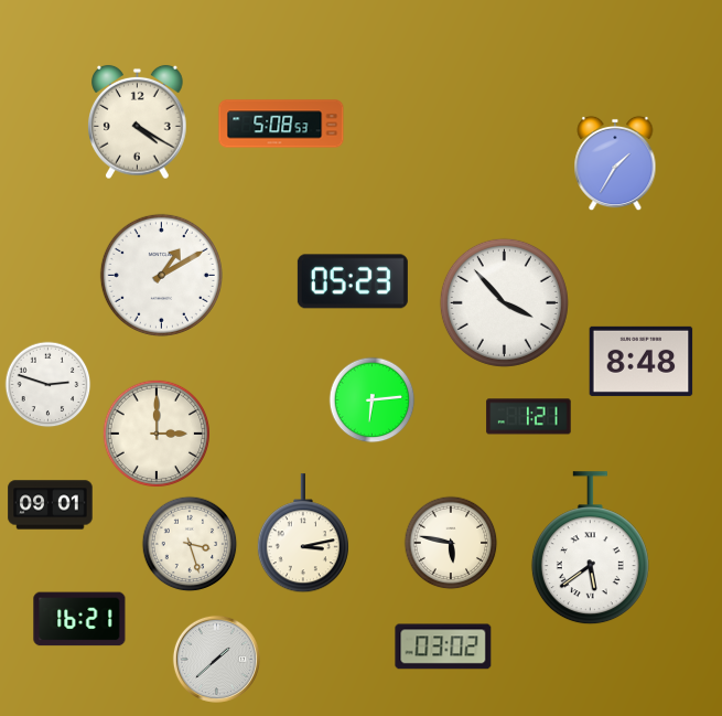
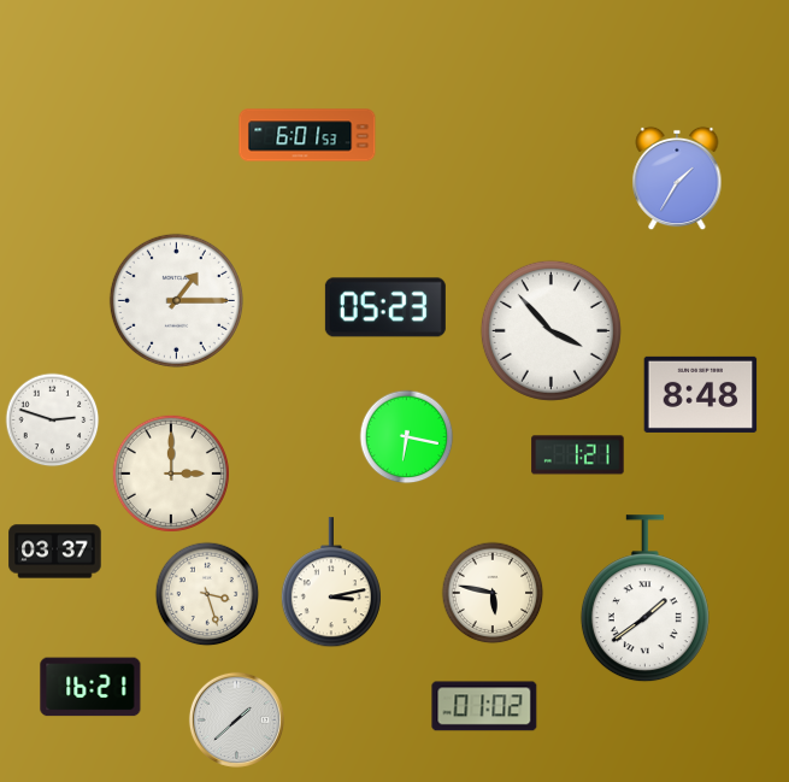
clock at (138, 122): 4:20 -> none
clock at (281, 124): 5:08 -> 6:01
clock at (615, 163) position: (615, 163) -> (677, 178)
clock at (161, 275): 1:10 -> 1:15
clock at (373, 400): 6:14 -> 6:17
clock at (51, 505): 09:01 -> 03:37
clock at (590, 548): 5:39 -> 1:39
clock at (79, 619) position: (79, 619) -> (90, 687)
clock at (443, 646): 03:02 -> 01:02
